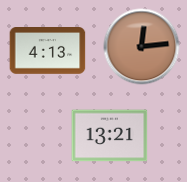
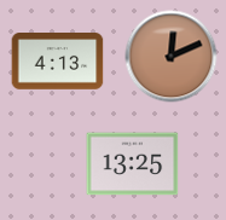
clock at (142, 47): 12:14 -> 12:11
clock at (110, 136): 13:21 -> 13:25
